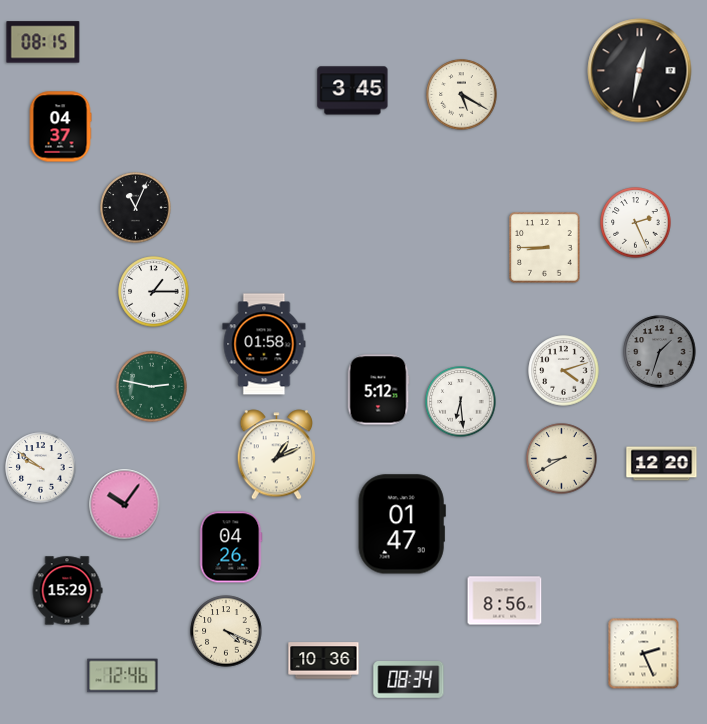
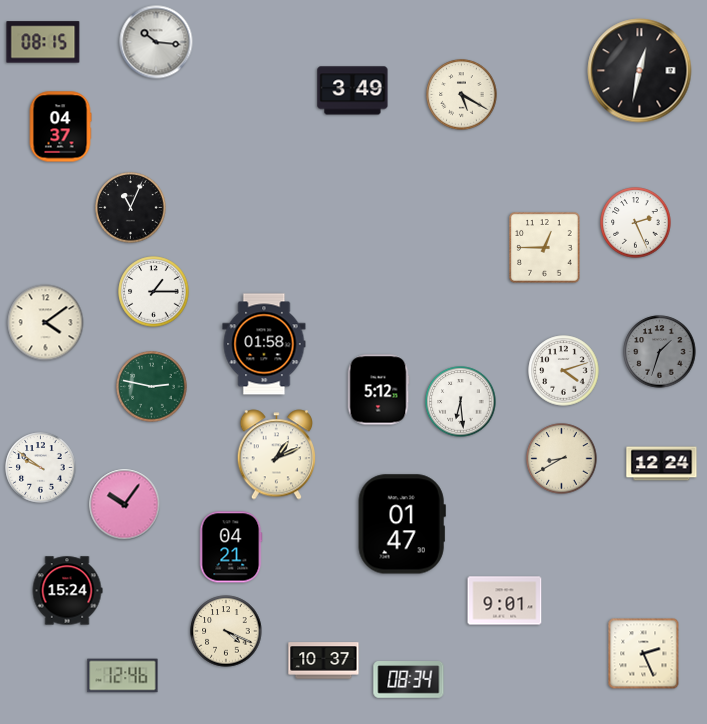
clock at (156, 42): none -> 10:16
clock at (353, 91): 3:45 -> 3:49
clock at (136, 208) position: (136, 208) -> (131, 208)
clock at (545, 248): 8:45 -> 12:45
clock at (46, 323): none -> 4:09
clock at (662, 464): 12:20 -> 12:24
clock at (231, 547): 04:26 -> 04:21
clock at (67, 591): 15:29 -> 15:24
clock at (505, 601): 8:56 -> 9:01
clock at (324, 661): 10:36 -> 10:37
